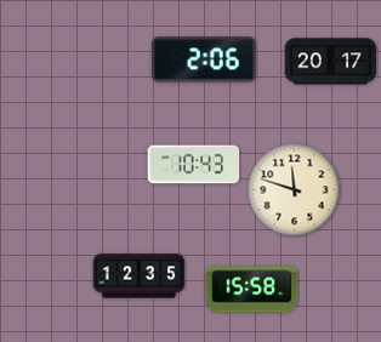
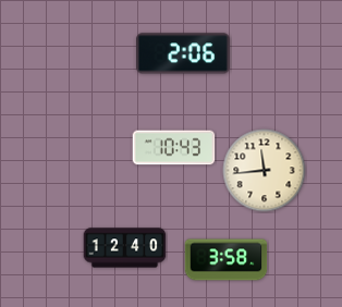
clock at (331, 62): 20:17 -> none
clock at (295, 190): 11:48 -> 11:44
clock at (140, 277): 12:35 -> 12:40
clock at (252, 290): 15:58 -> 3:58
